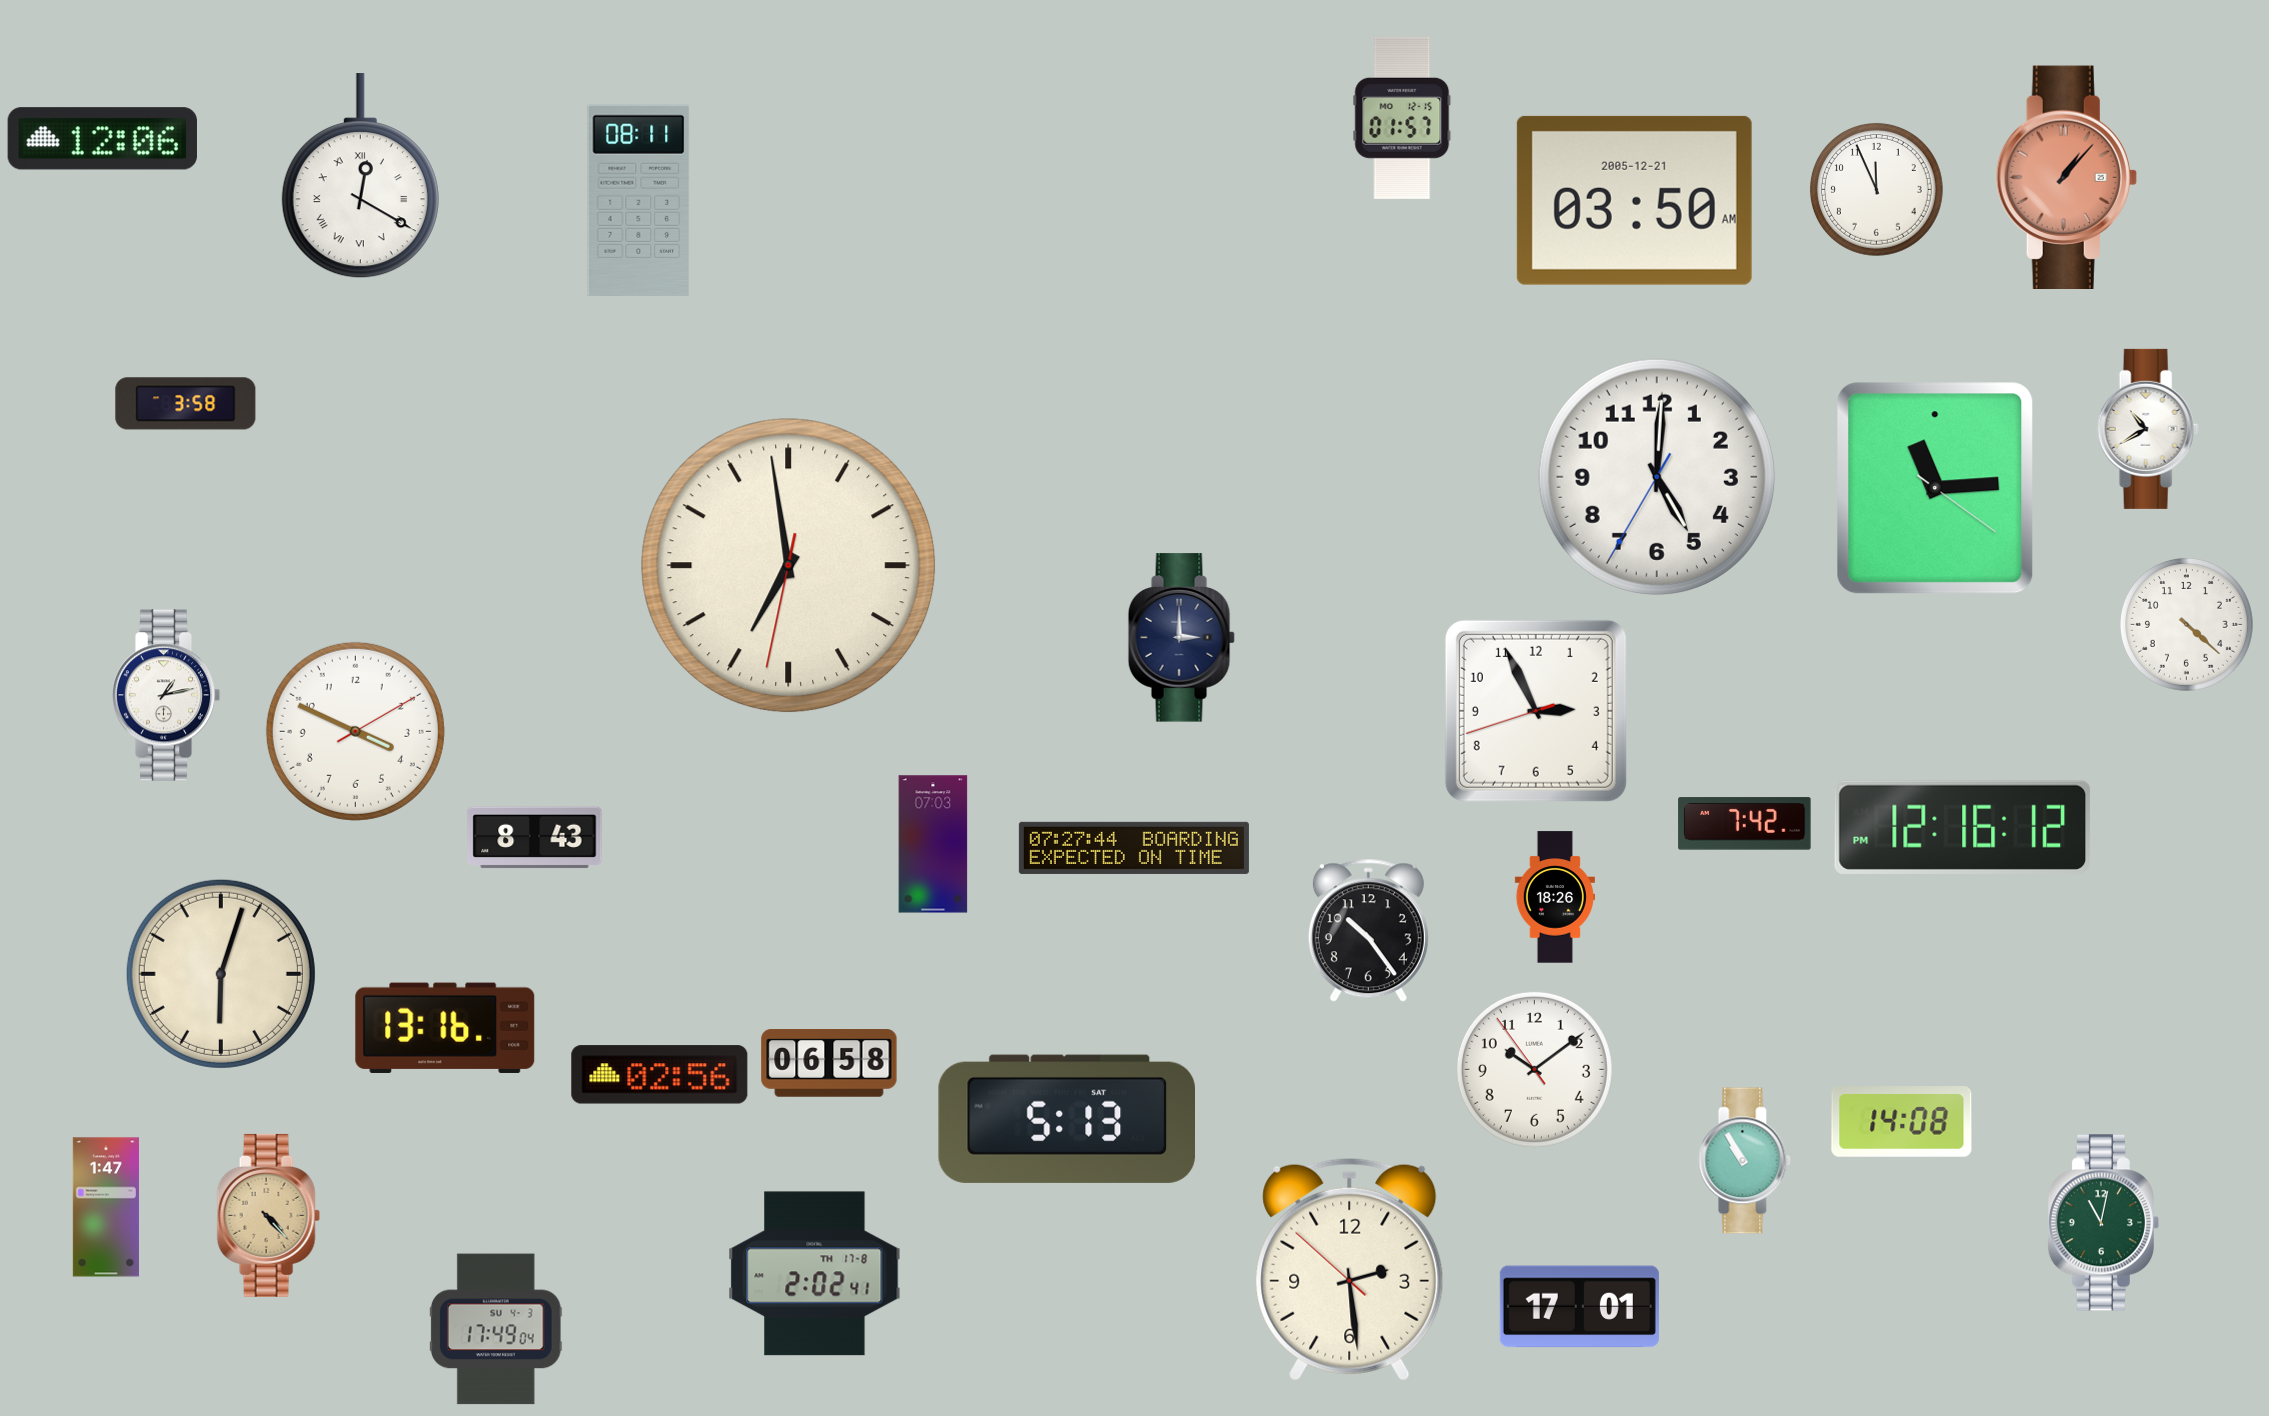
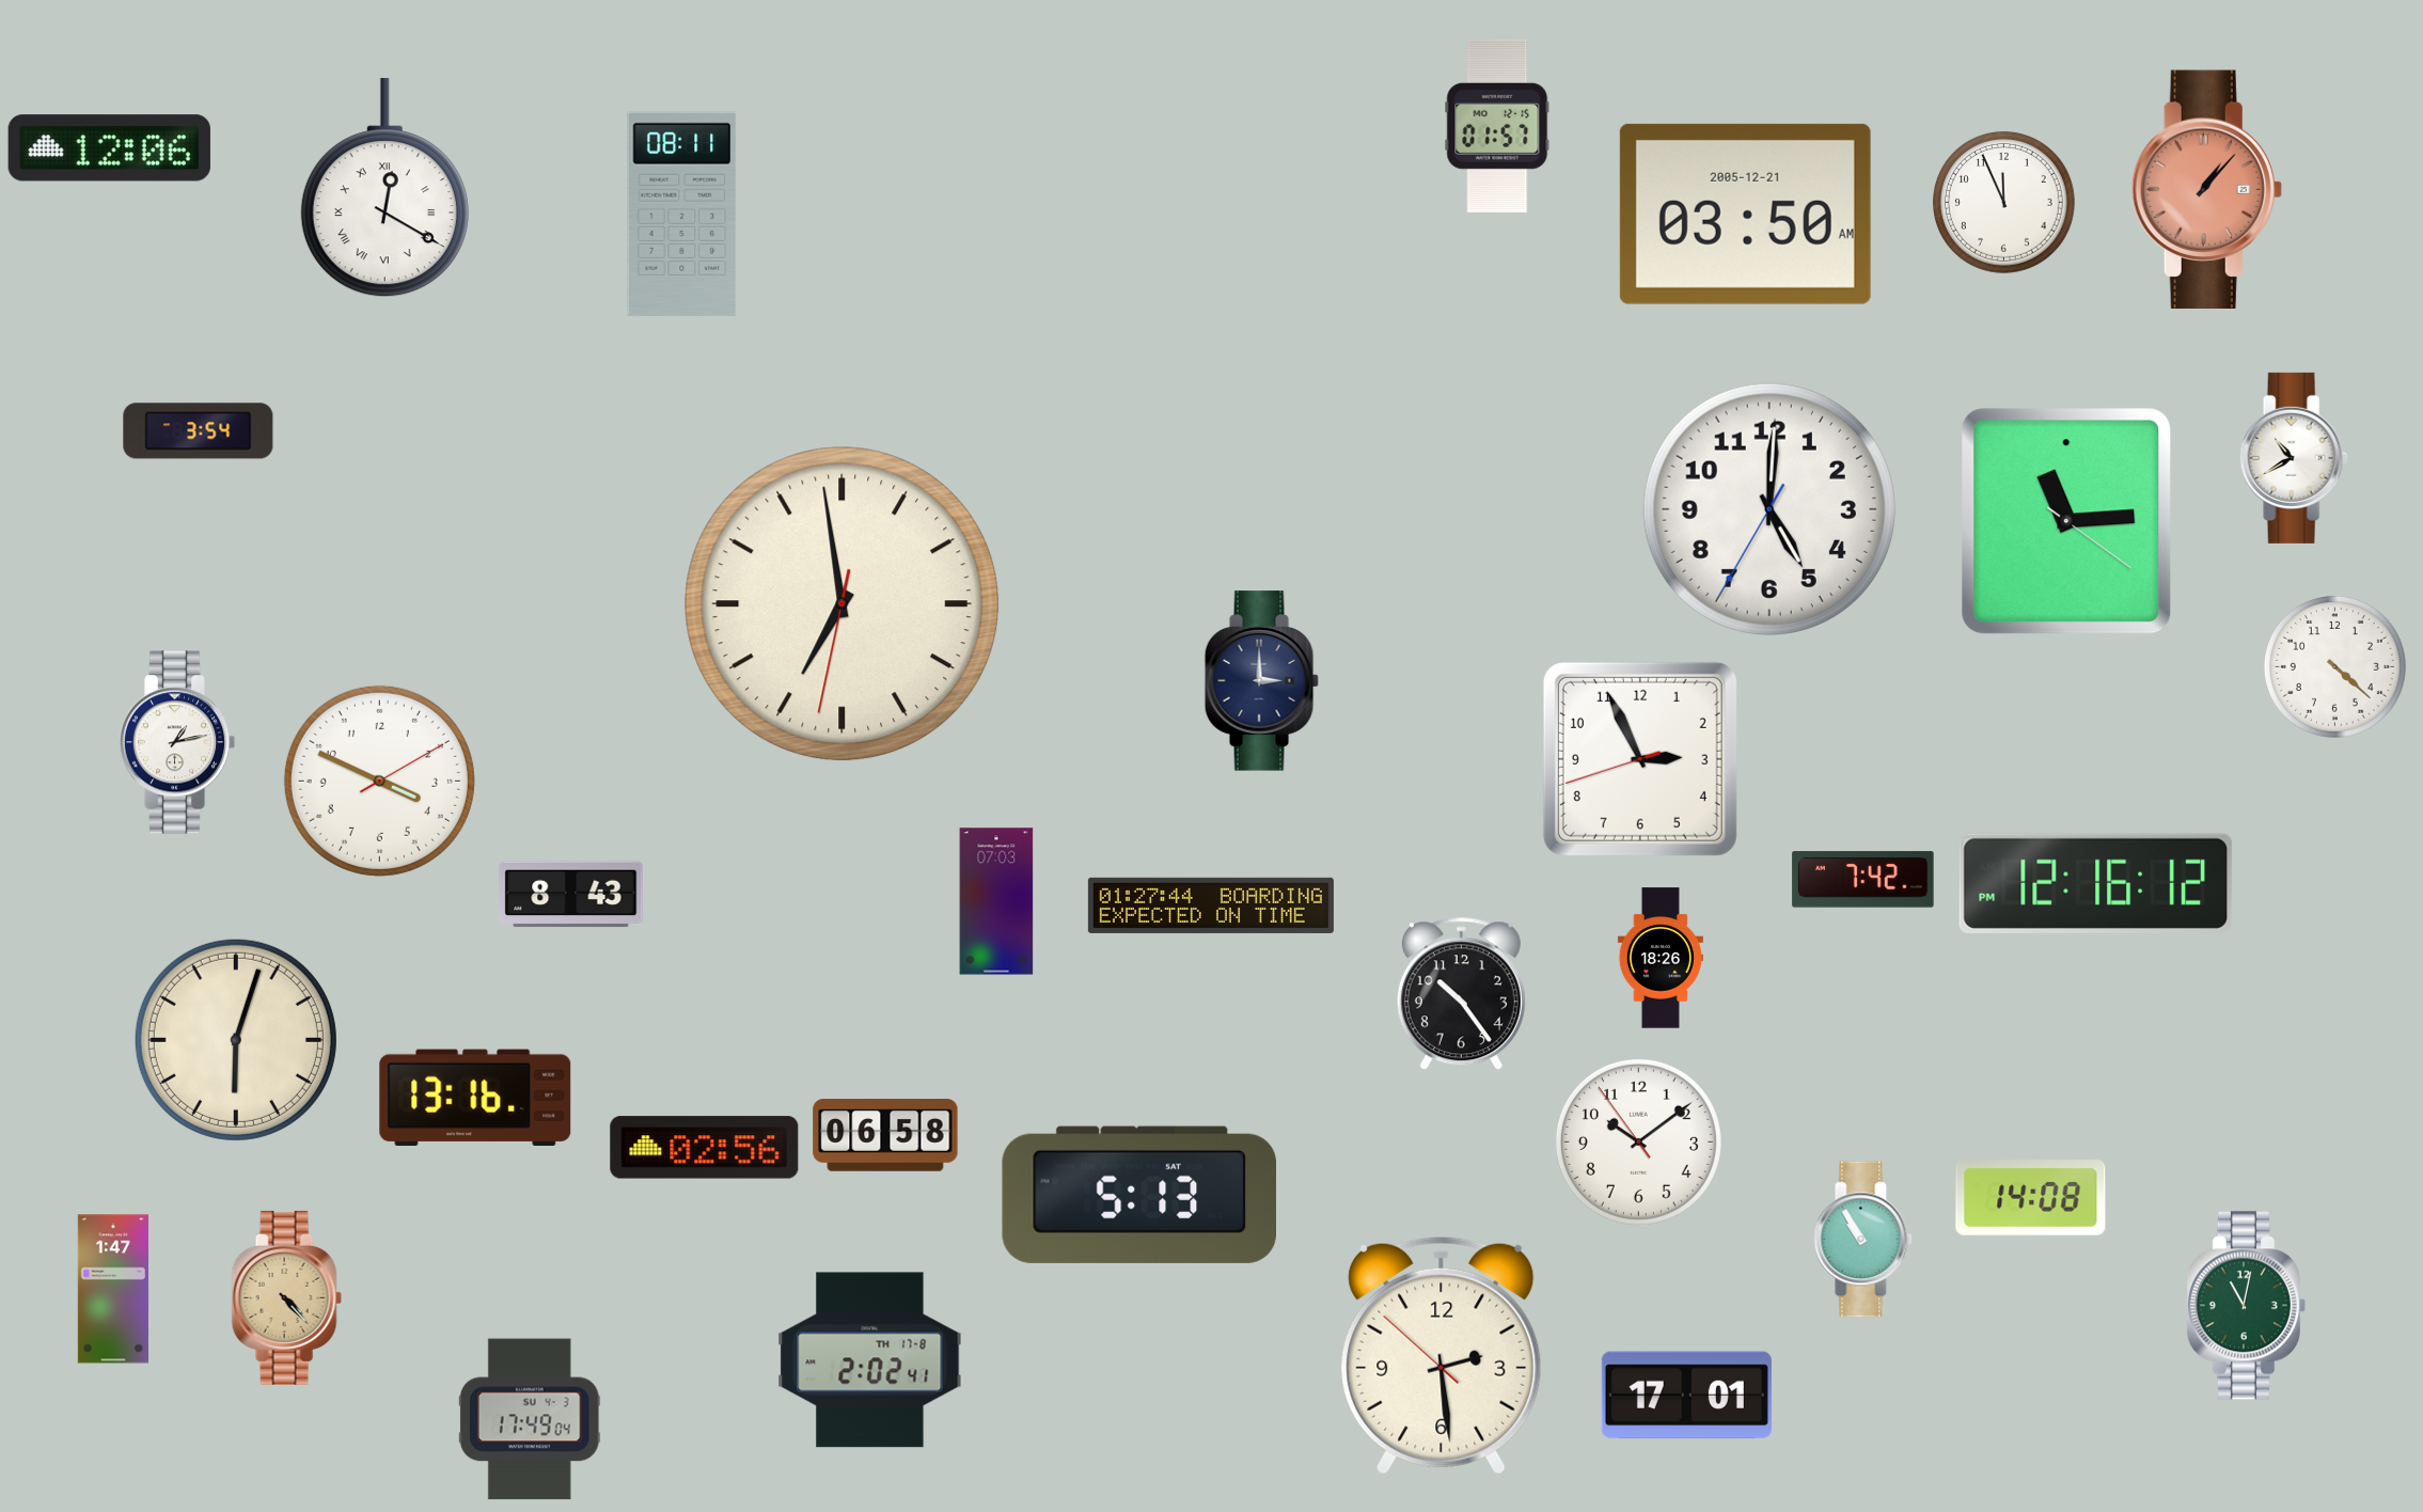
clock at (186, 404): 3:58 -> 3:54
clock at (1134, 848): 07:27 -> 01:27
